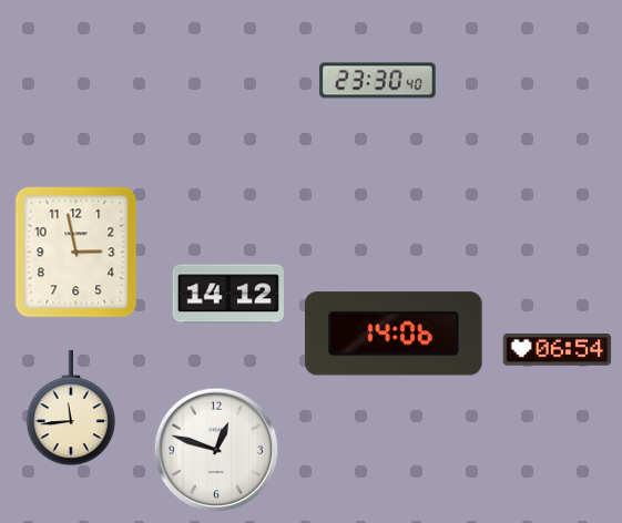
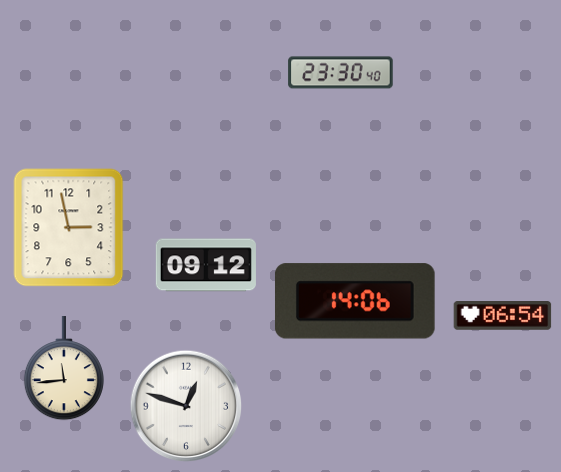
clock at (228, 294): 14:12 -> 09:12
clock at (216, 450) position: (216, 450) -> (186, 406)
